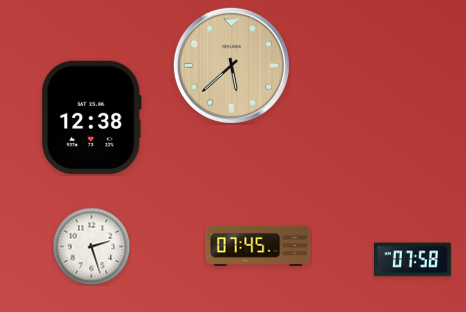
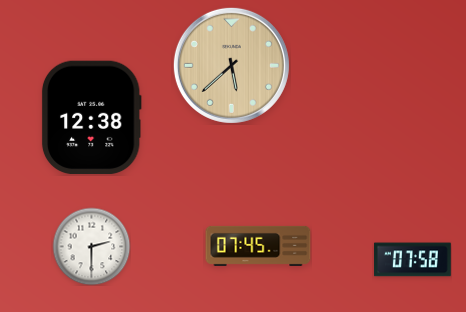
clock at (91, 246): 2:27 -> 2:30
